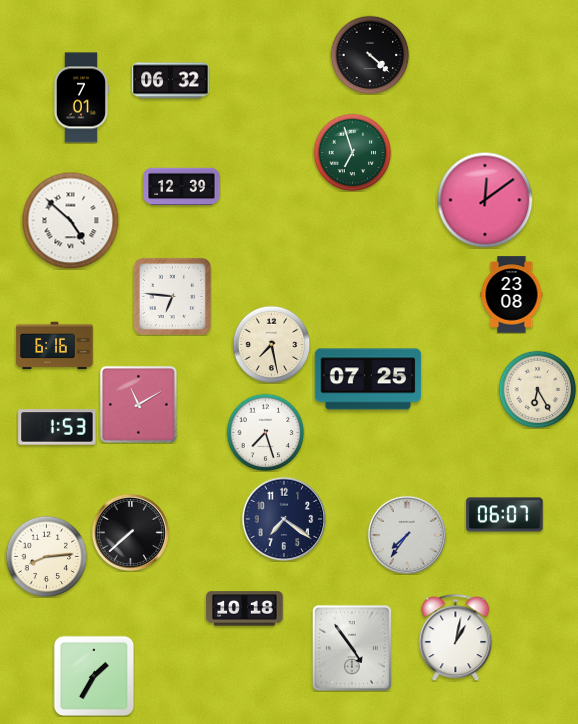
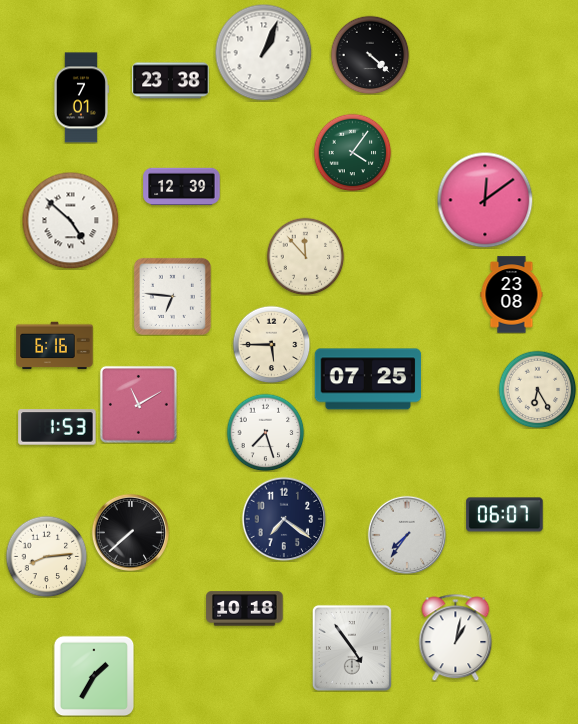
clock at (263, 52): none -> 1:04
clock at (171, 81): 06:32 -> 23:38
clock at (352, 152): 6:57 -> 4:06
clock at (305, 256): none -> 11:53
clock at (271, 344): 7:28 -> 5:45
